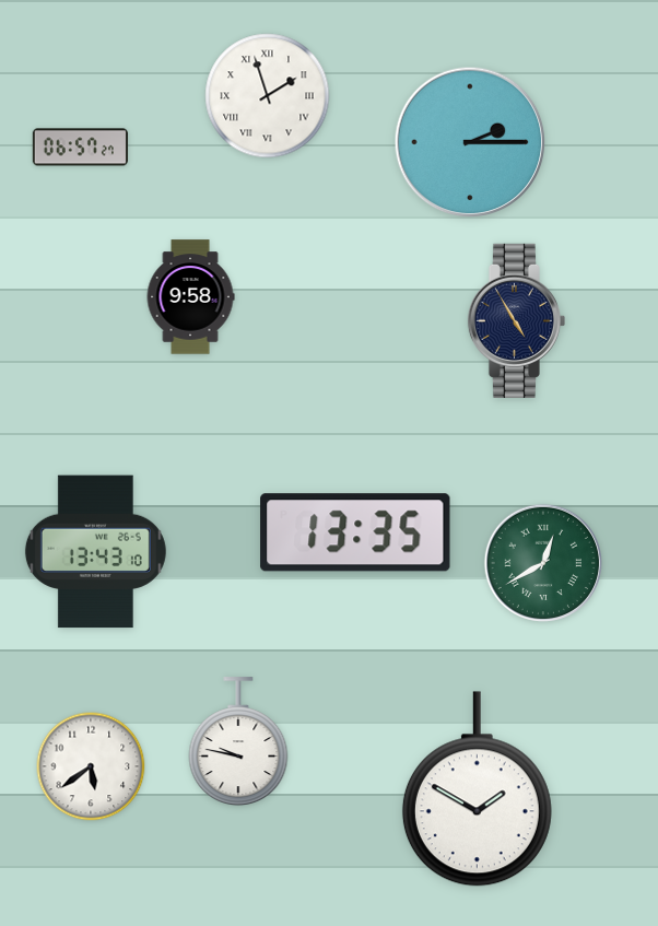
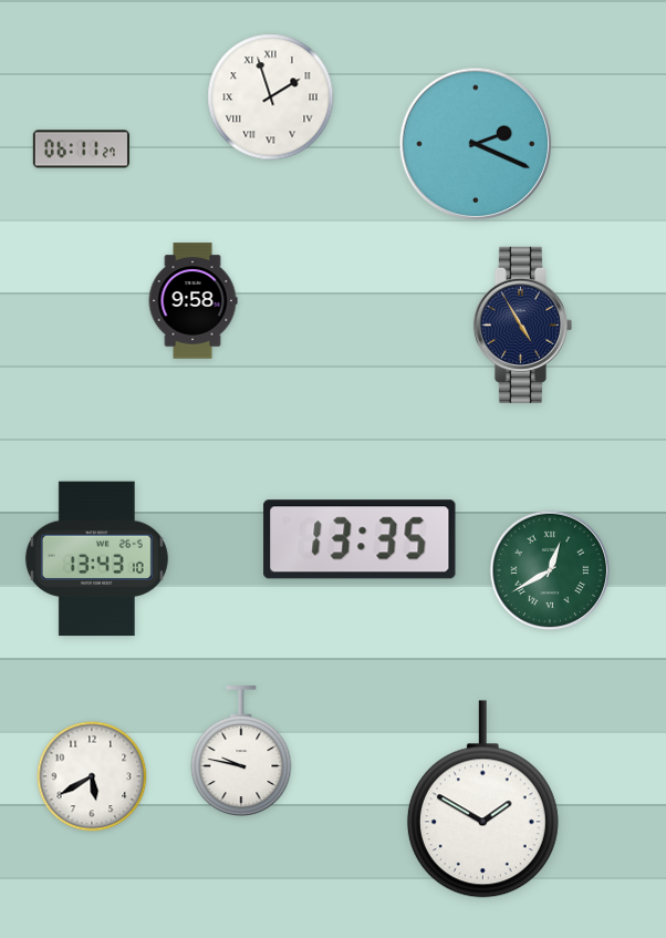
clock at (470, 142): 2:15 -> 2:19
clock at (80, 148): 06:57 -> 06:11
clock at (91, 766): 5:39 -> 5:40
